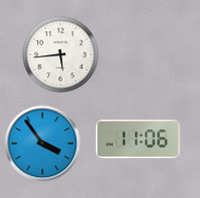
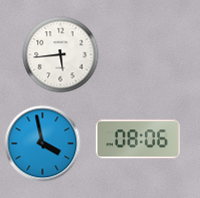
clock at (138, 139): 11:06 -> 08:06
clock at (43, 144): 3:54 -> 3:58
